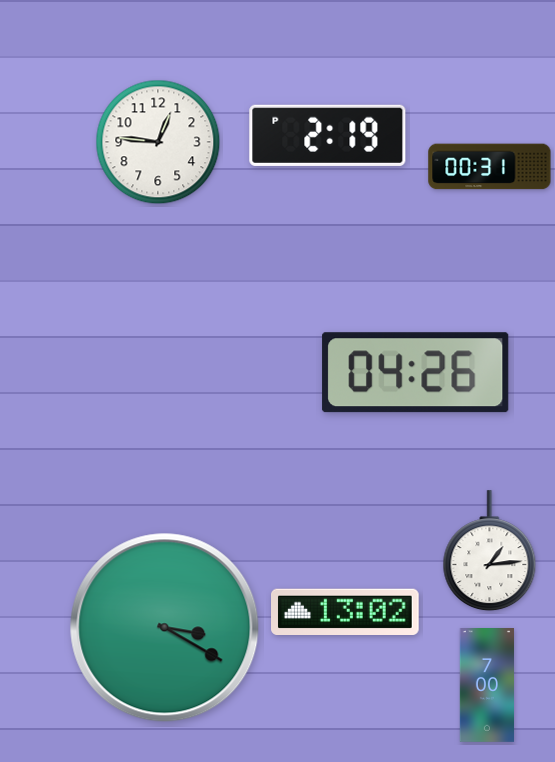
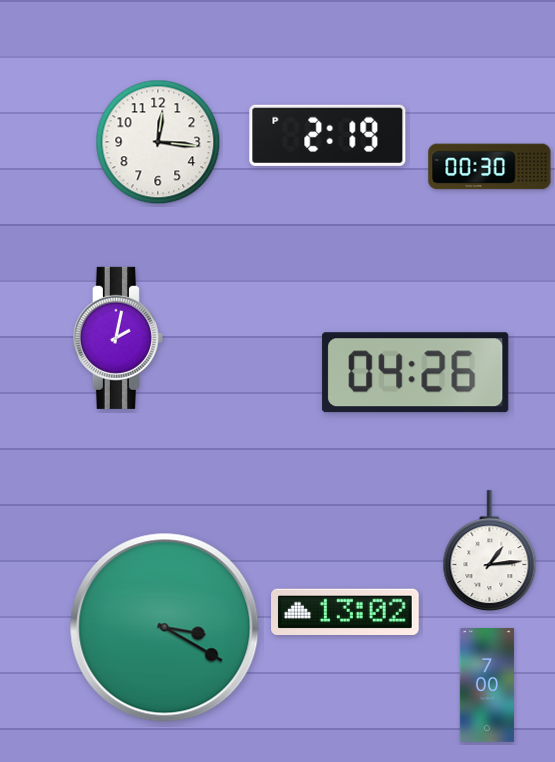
clock at (158, 142): 12:46 -> 12:16
clock at (490, 167): 00:31 -> 00:30
clock at (118, 338): none -> 2:02
